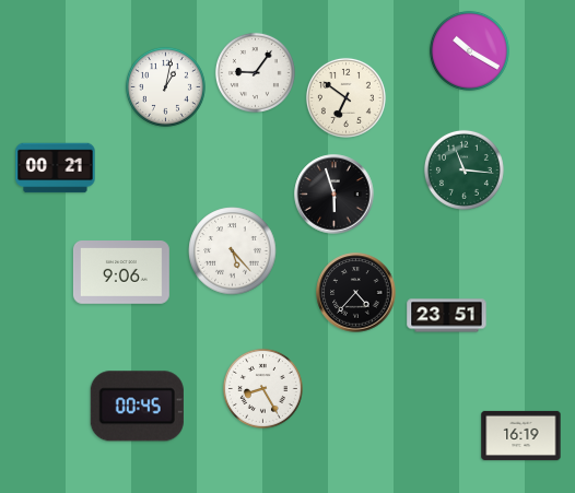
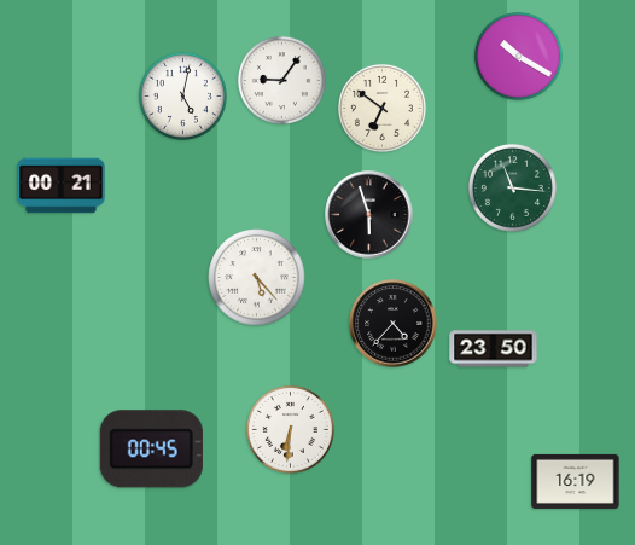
clock at (165, 86): 1:02 -> 5:02
clock at (121, 273): 9:06 -> none
clock at (447, 316): 23:51 -> 23:50
clock at (262, 388): 8:25 -> 6:31
